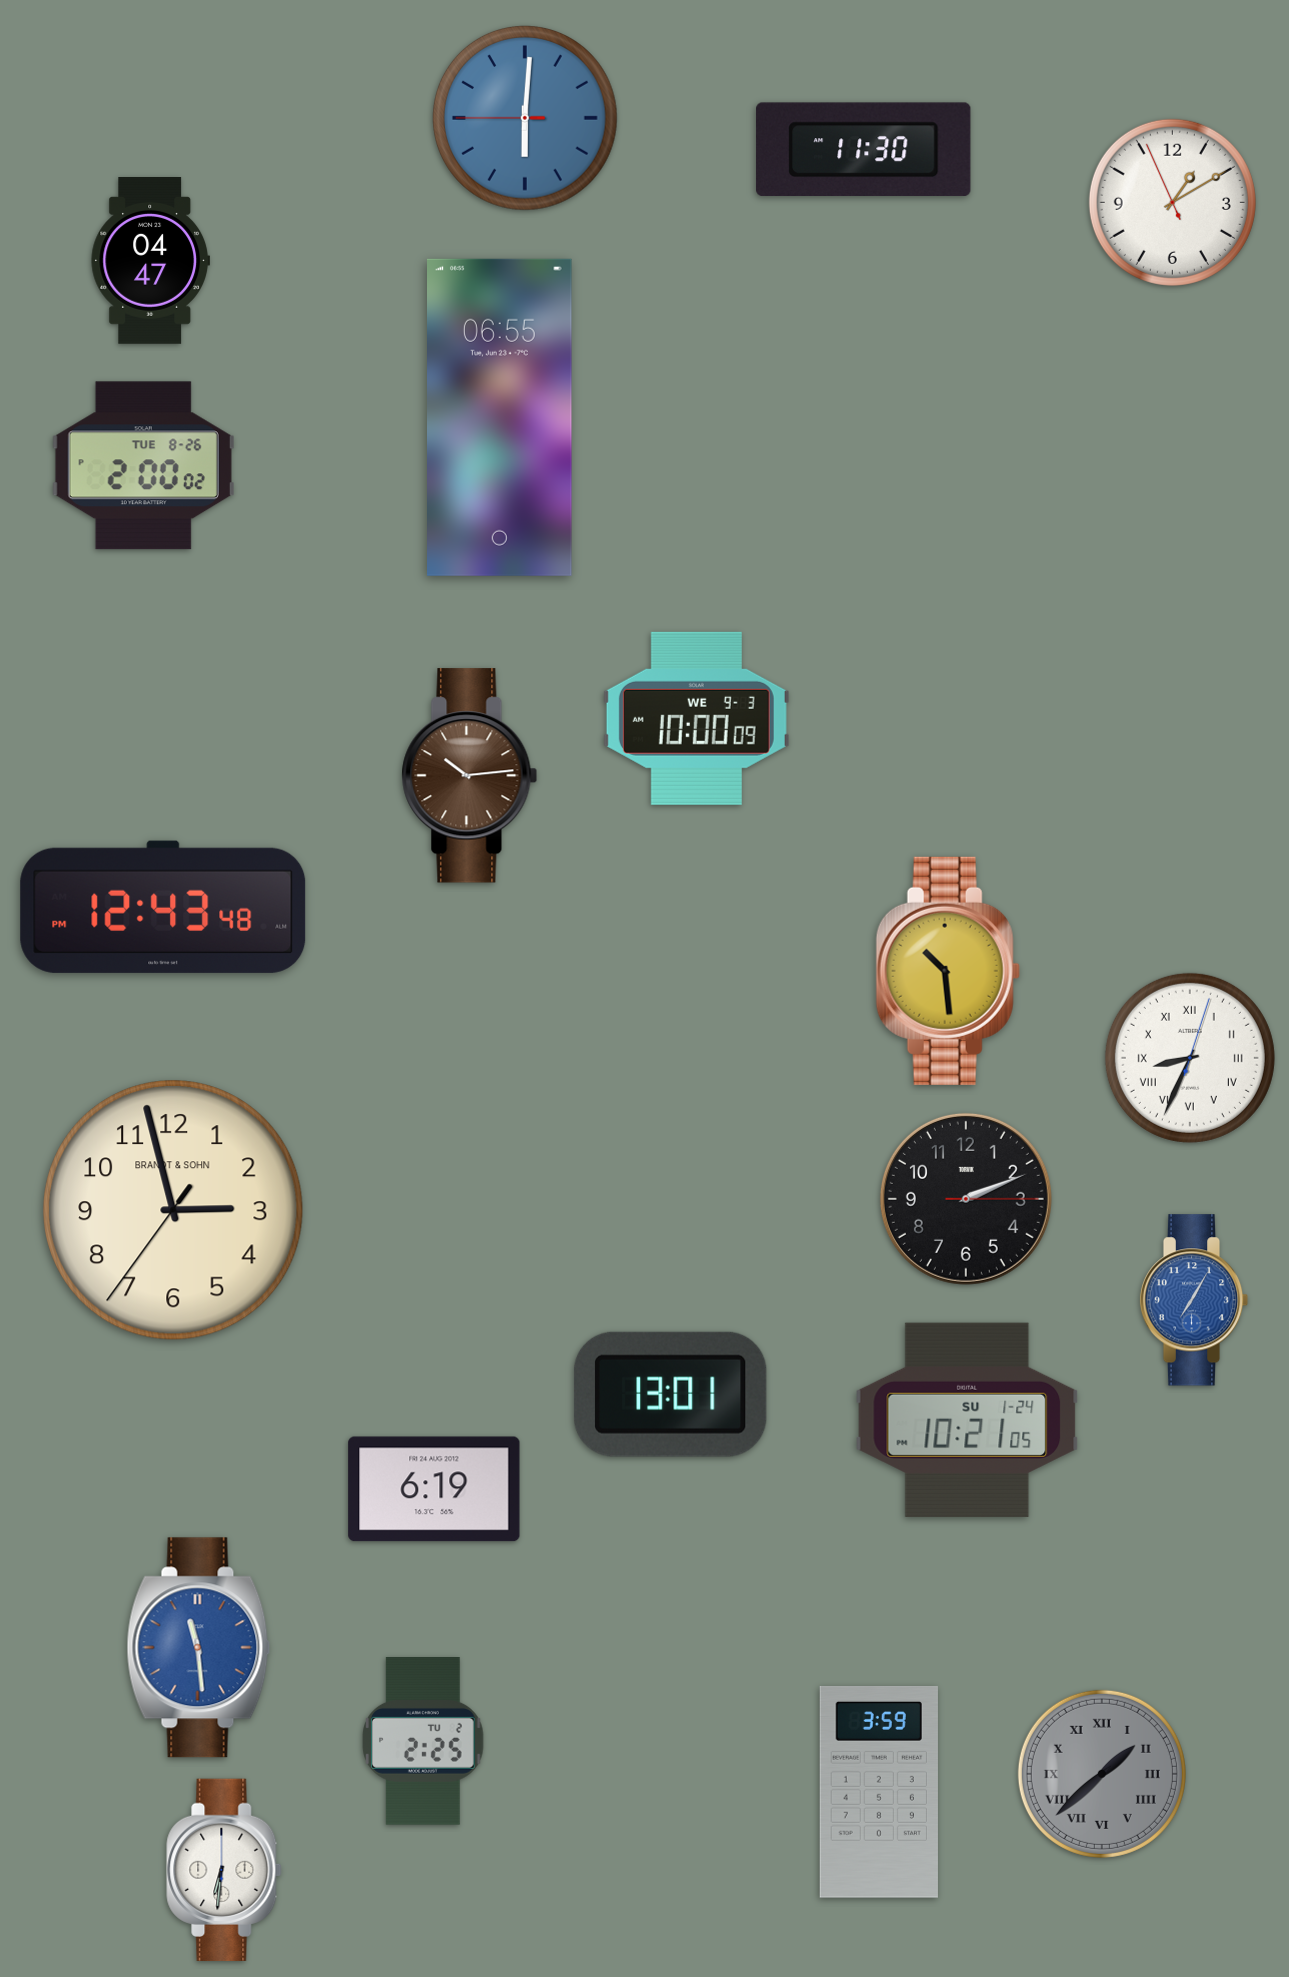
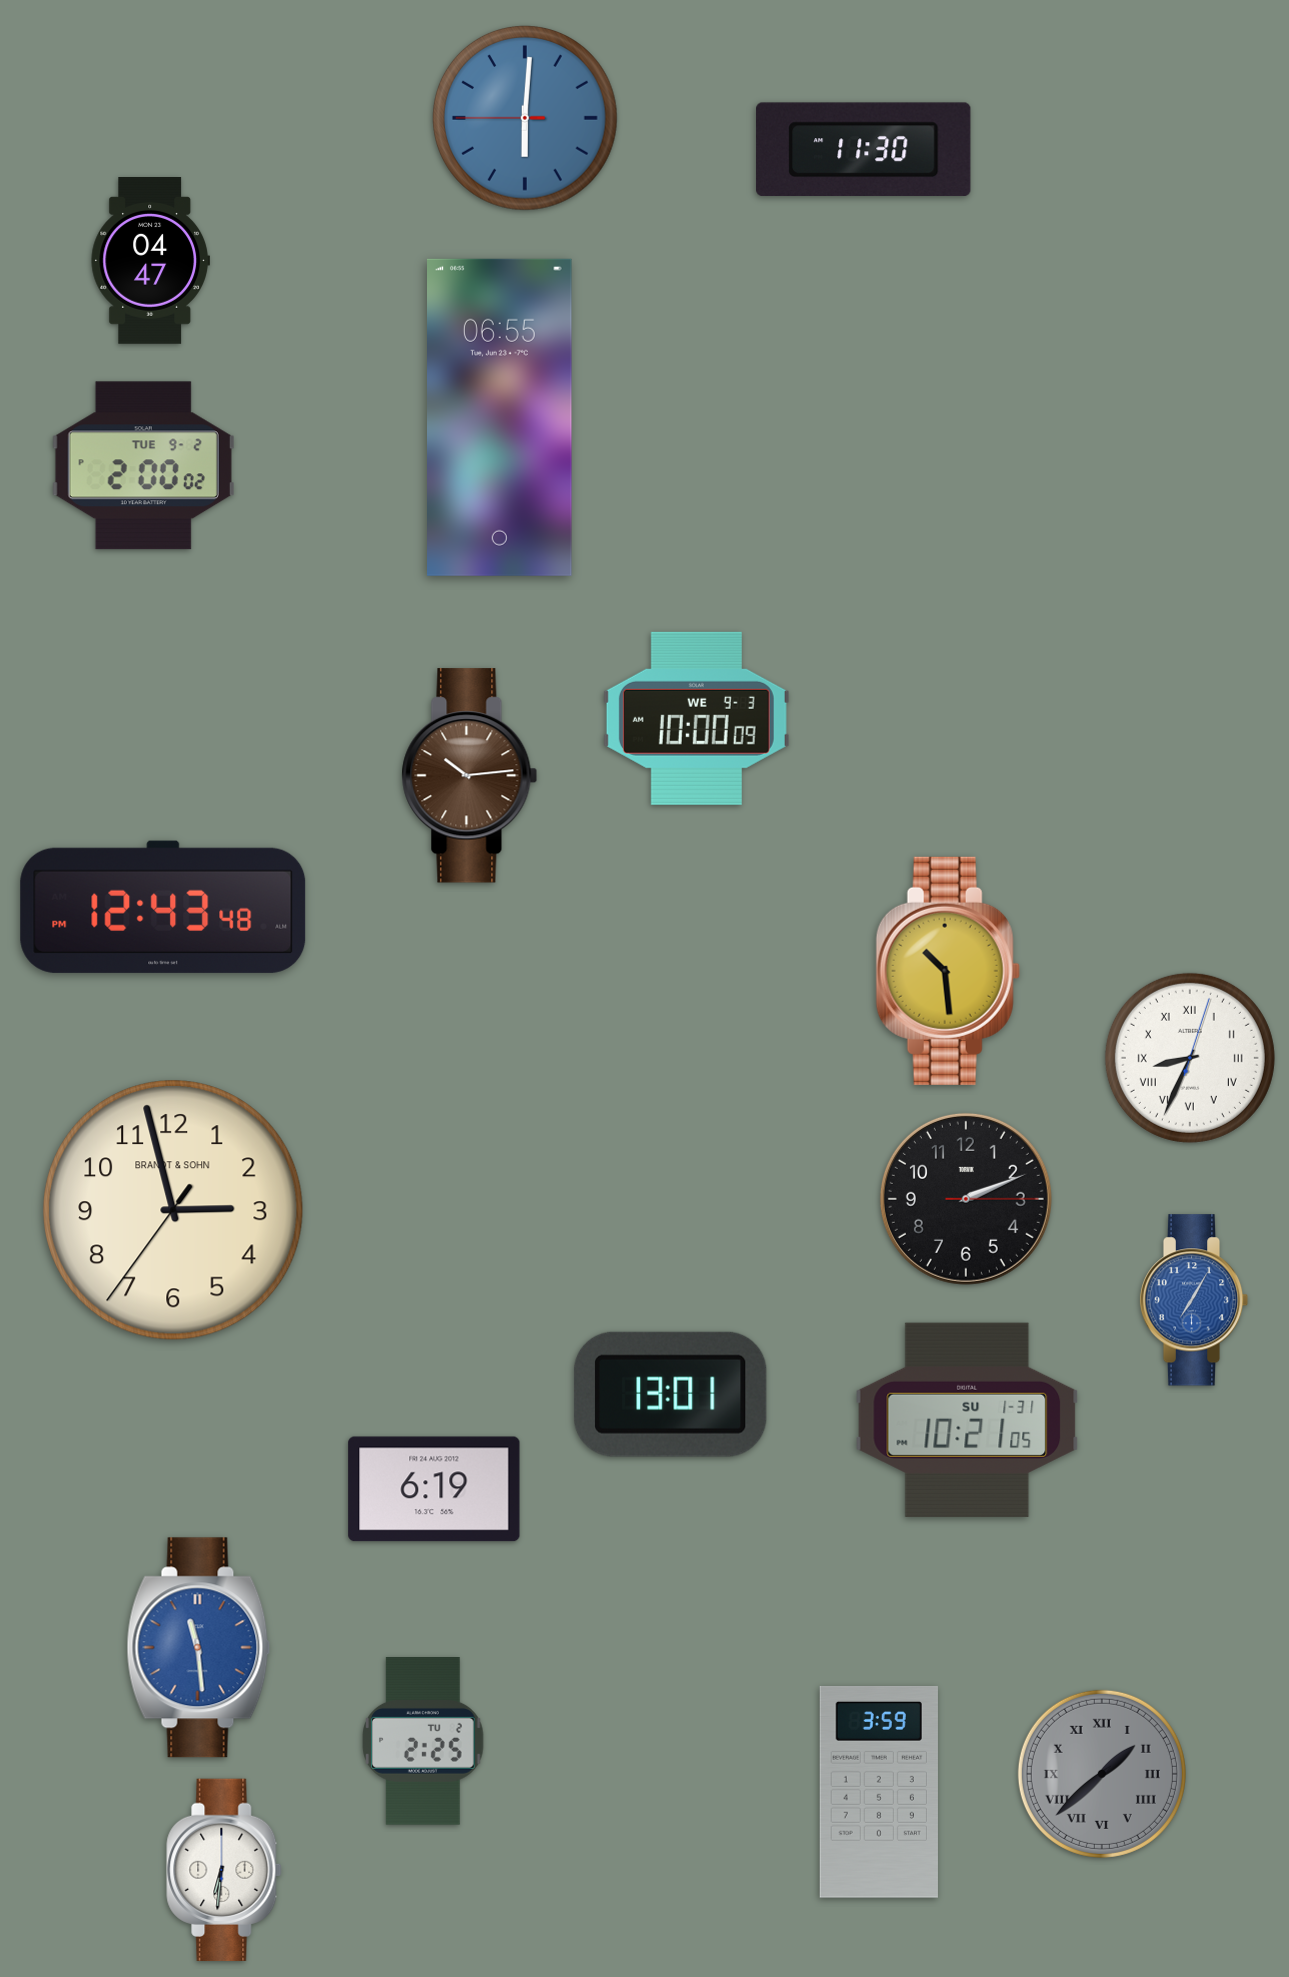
clock at (1172, 202): 1:09 -> none
clock at (143, 466) date: TUE 8-26 -> TUE 9-2
clock at (967, 1420) date: SU 1-24 -> SU 1-31
